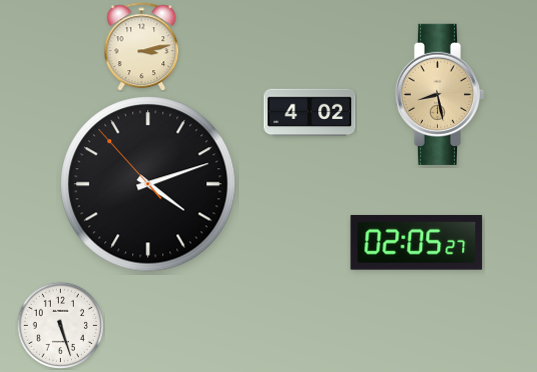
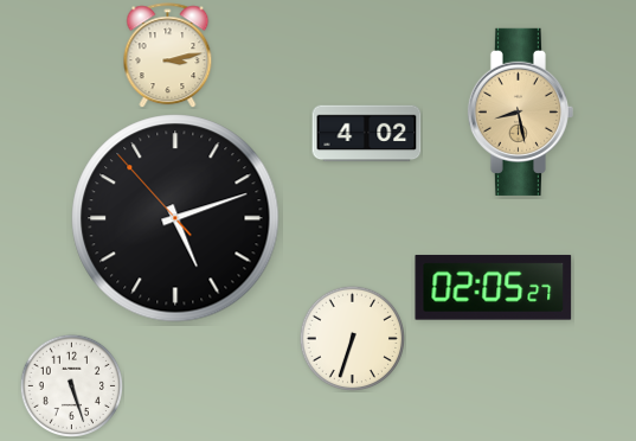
clock at (148, 184): 4:11 -> 5:11
clock at (352, 338): none -> 6:33
